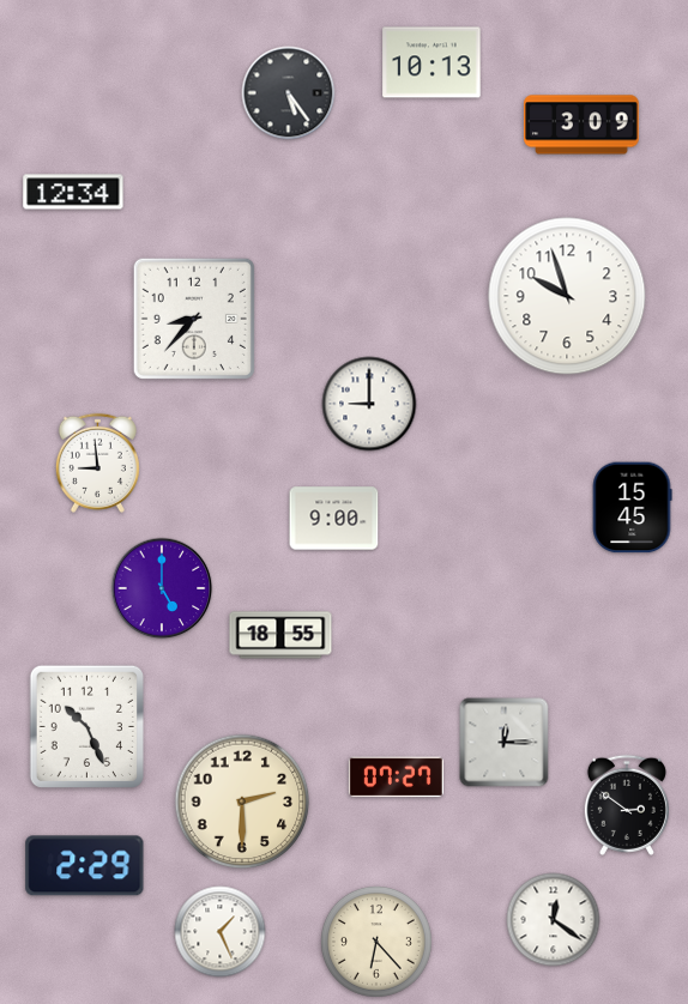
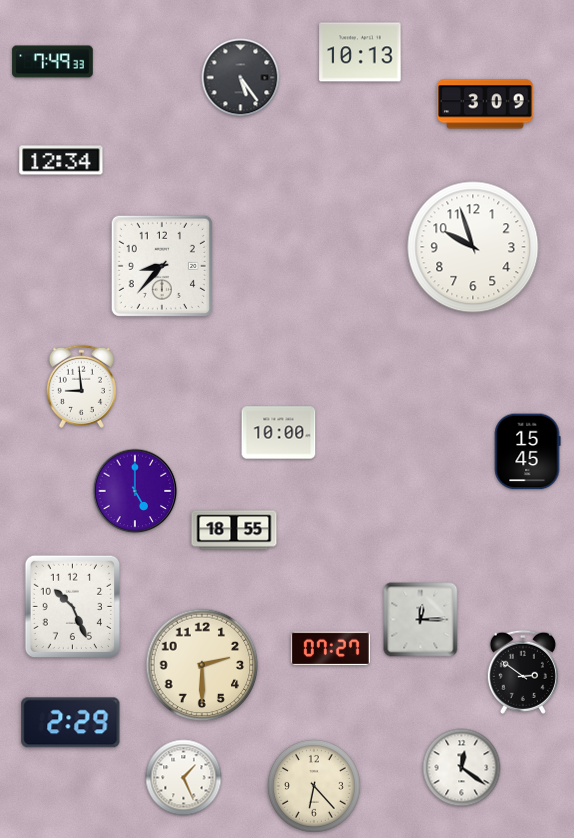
clock at (53, 62): none -> 7:49
clock at (369, 404): 9:00 -> none
clock at (632, 508) position: (632, 508) -> (527, 452)
clock at (334, 519): 9:00 -> 10:00
clock at (242, 802) position: (242, 802) -> (202, 665)
